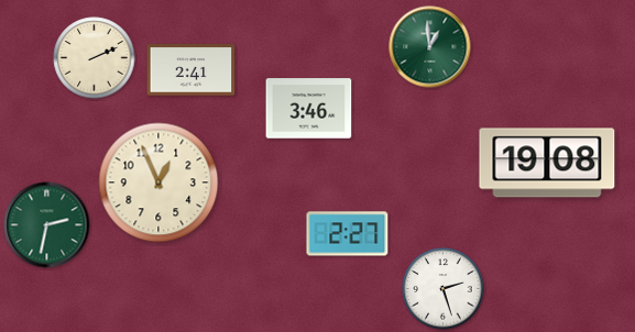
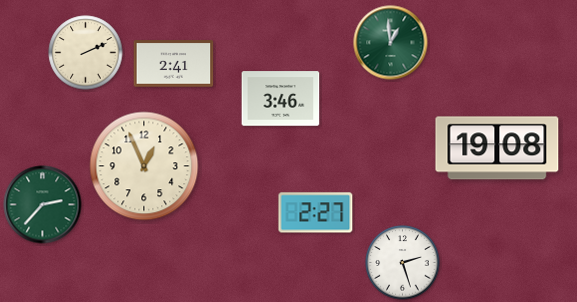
clock at (47, 225): 2:32 -> 2:37
